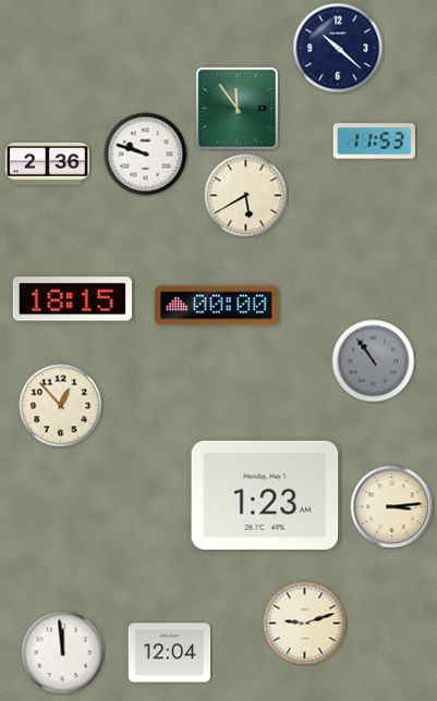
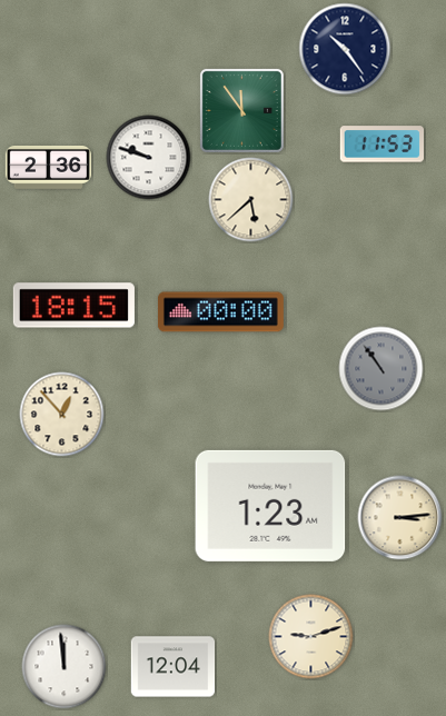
clock at (338, 48): 10:22 -> 10:24
clock at (246, 196): 5:40 -> 5:38
